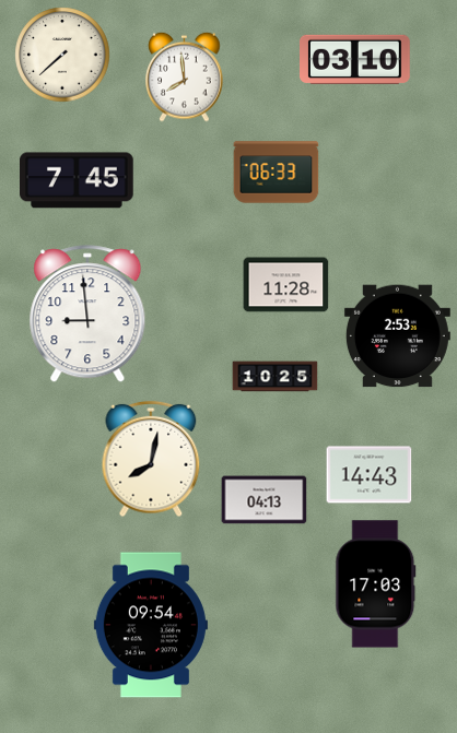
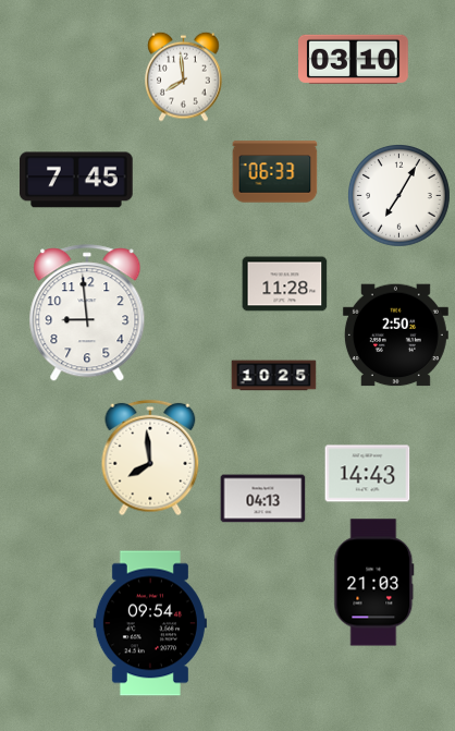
clock at (62, 55): 7:38 -> none
clock at (399, 196): none -> 7:05
clock at (397, 336): 2:53 -> 2:50
clock at (151, 459): 8:02 -> 7:59
clock at (376, 584): 17:03 -> 21:03
